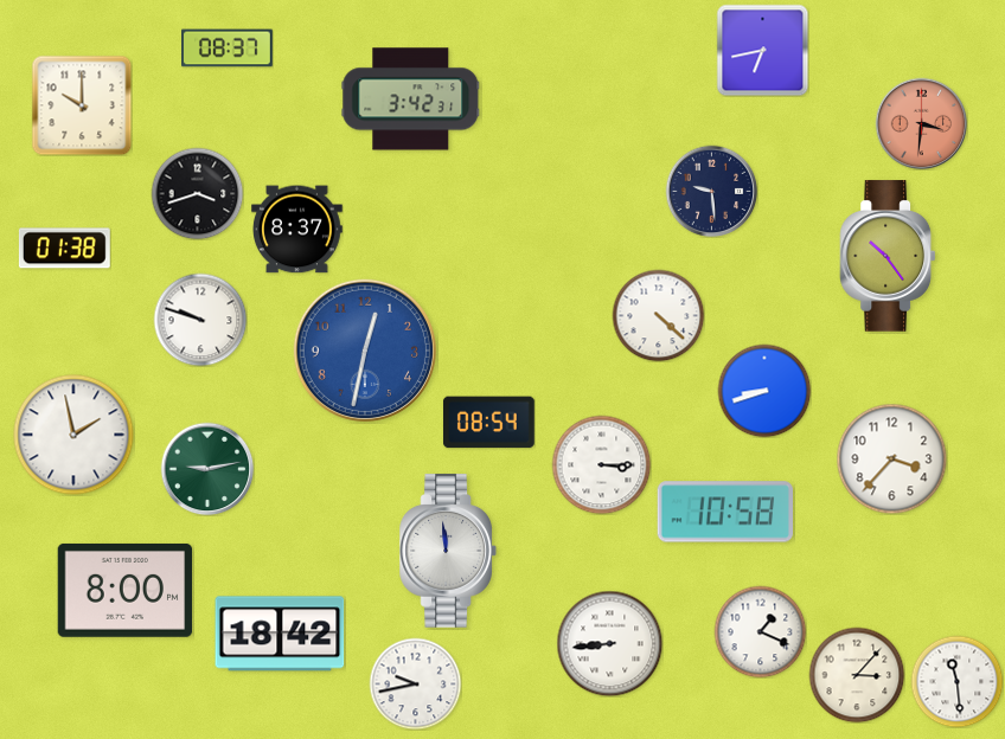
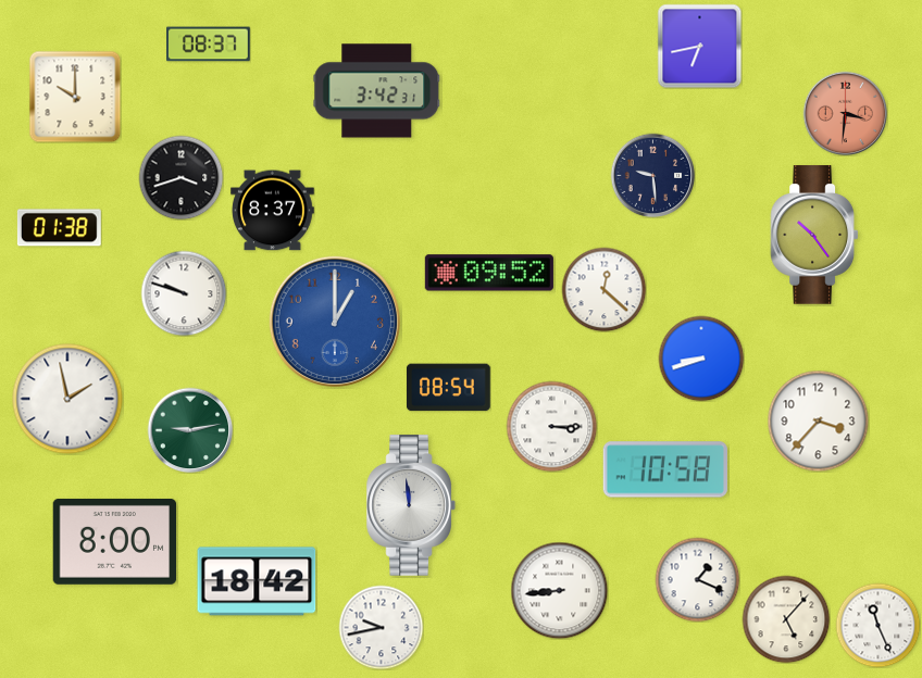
clock at (489, 273): none -> 09:52
clock at (658, 315): 4:22 -> 12:22
clock at (365, 351): 12:32 -> 1:00
clock at (857, 675): 3:07 -> 5:07
clock at (956, 681): 11:29 -> 11:26
